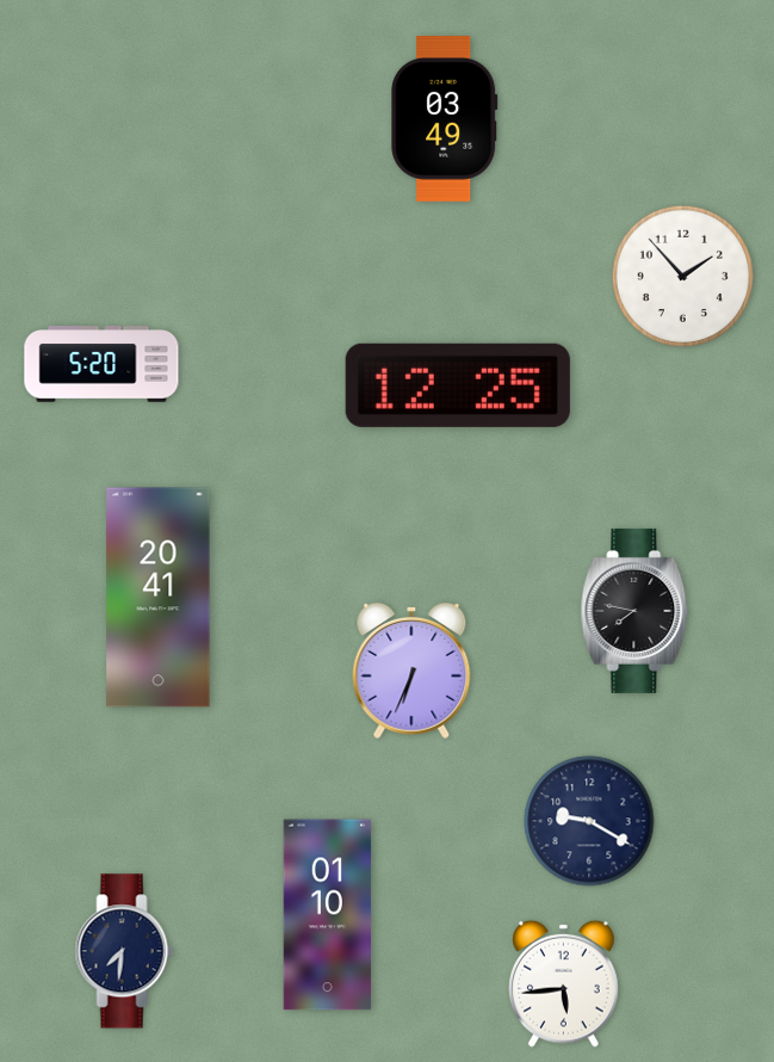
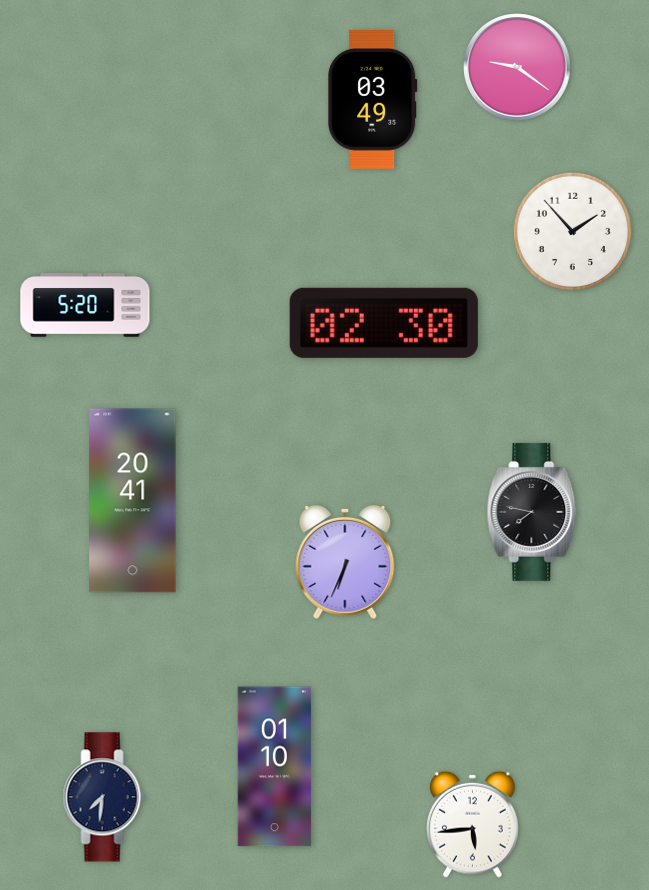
clock at (517, 67): none -> 9:21
clock at (458, 385): 12:25 -> 02:30
clock at (589, 821): 9:20 -> none
